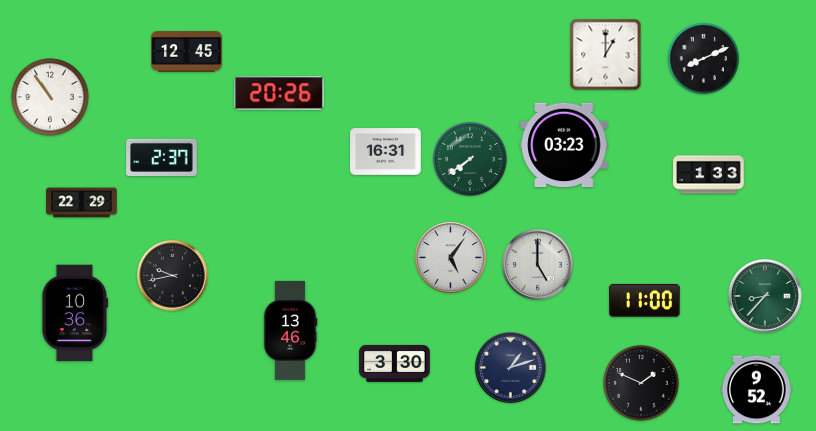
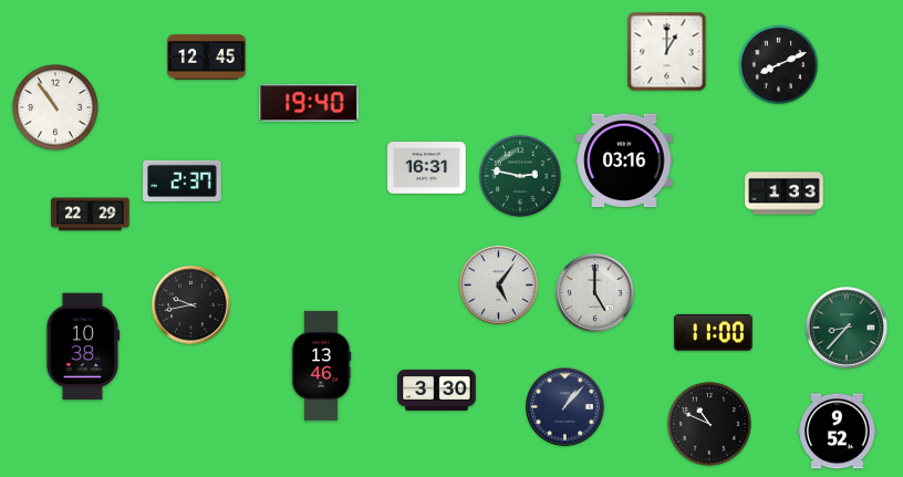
clock at (606, 55) position: (606, 55) -> (667, 52)
clock at (279, 93): 20:26 -> 19:40
clock at (564, 145): 03:23 -> 03:16
clock at (162, 157) position: (162, 157) -> (183, 180)
clock at (470, 159): 7:39 -> 2:47
clock at (82, 203) position: (82, 203) -> (91, 215)
clock at (75, 313): 10:36 -> 10:38
clock at (395, 363) position: (395, 363) -> (437, 390)
clock at (511, 368): 1:12 -> 1:07
clock at (642, 384): 1:49 -> 10:49
